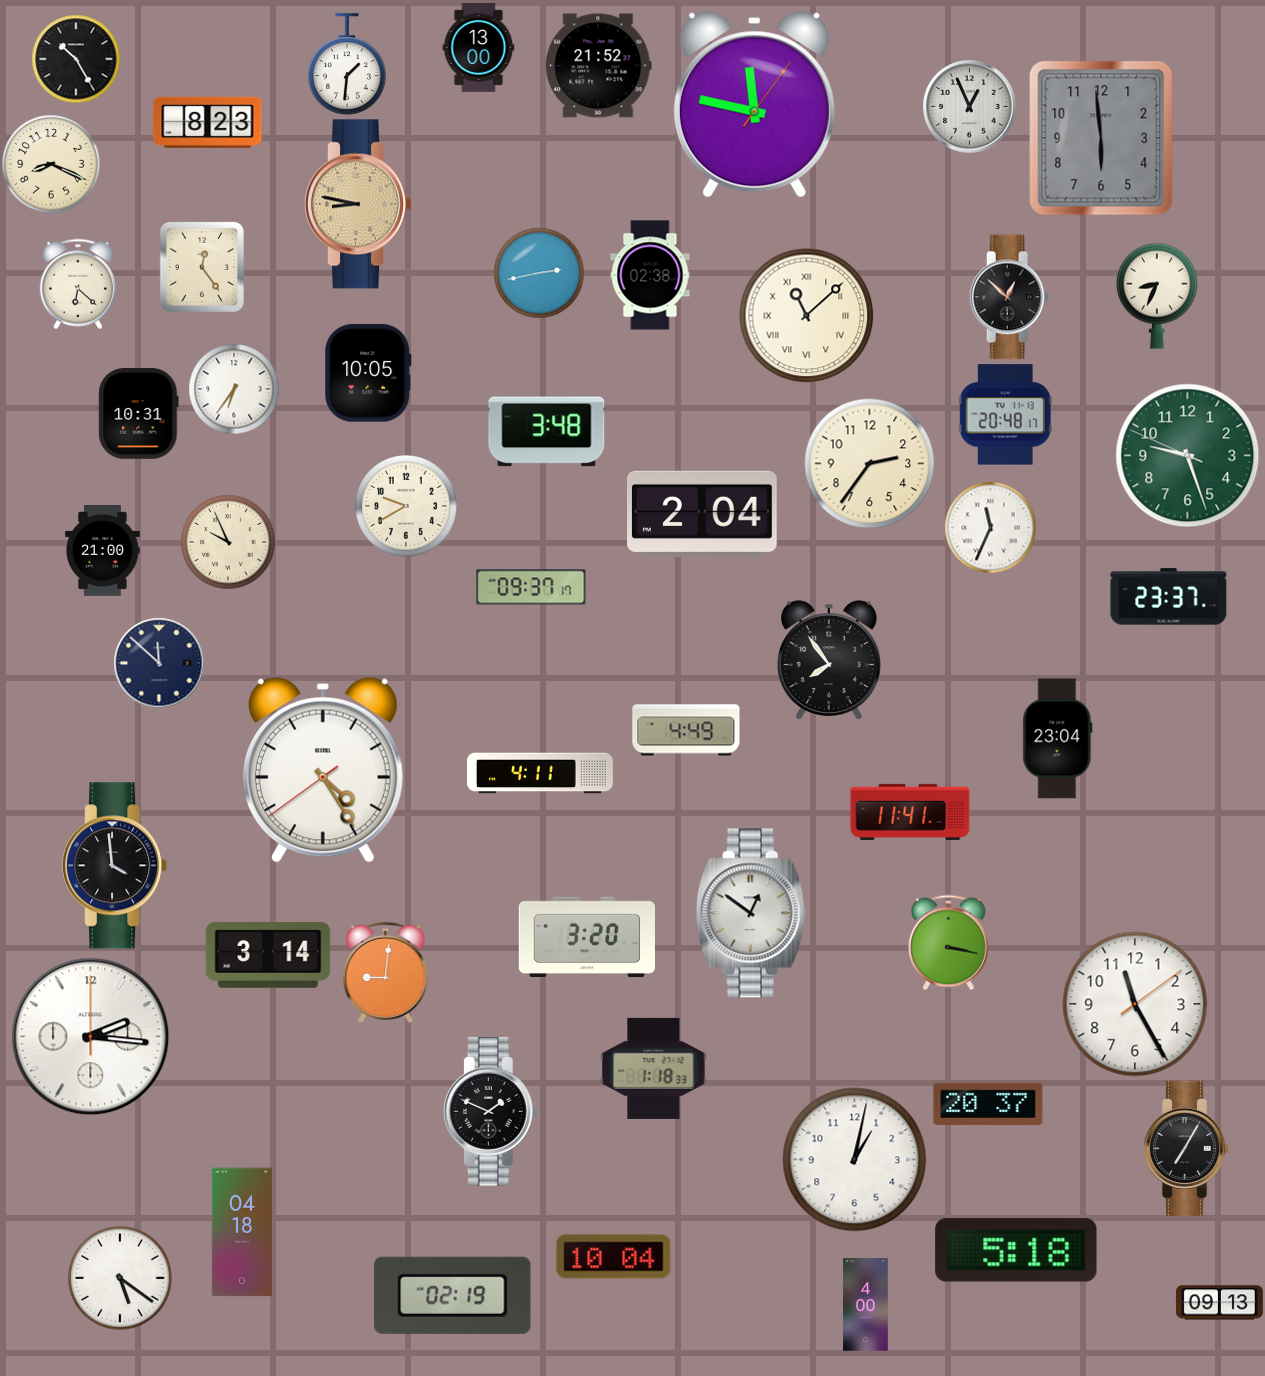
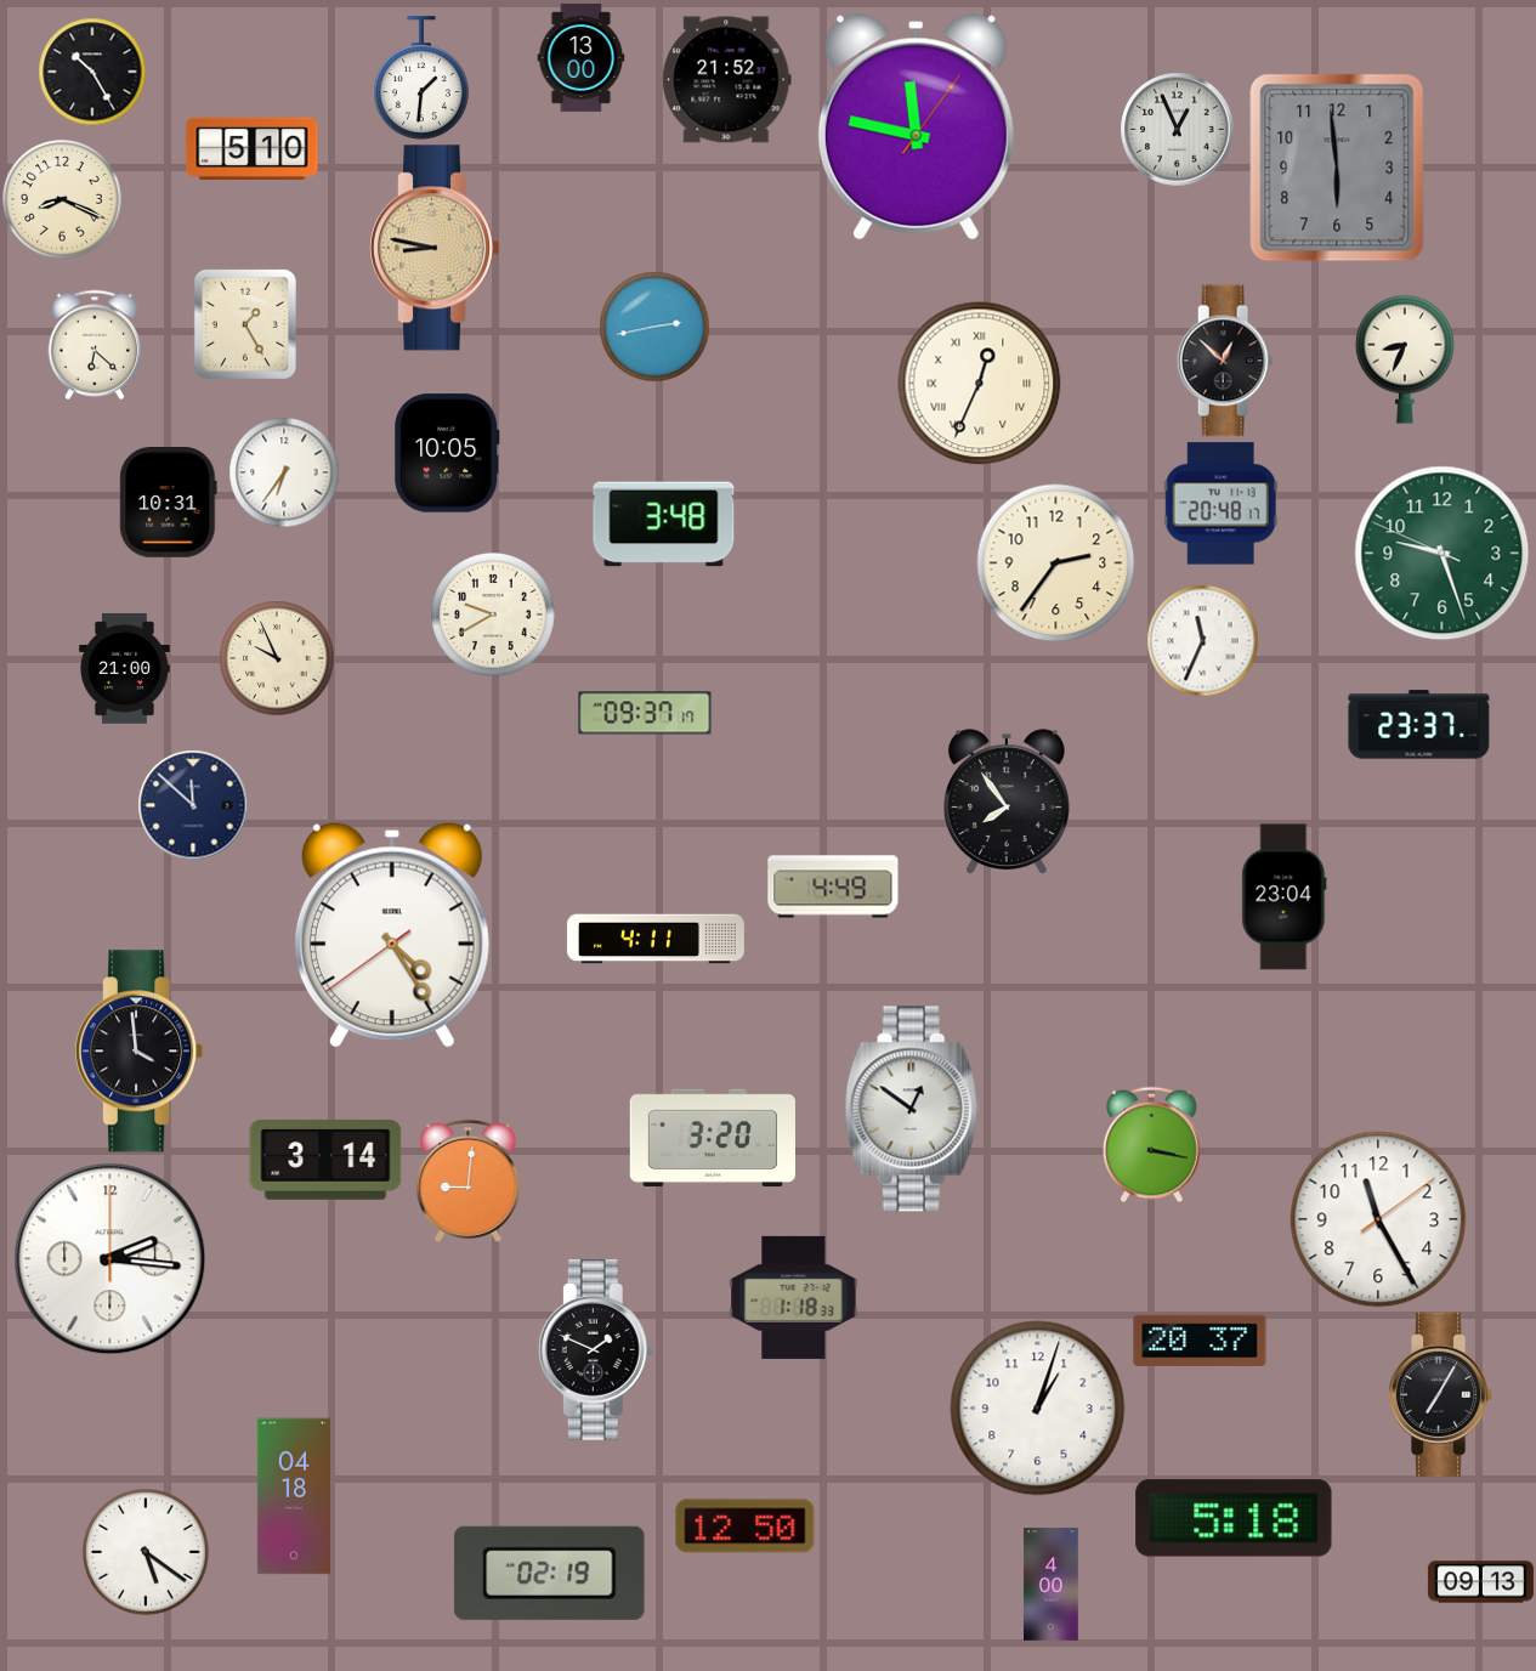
clock at (208, 122): 8:23 -> 5:10
clock at (202, 267): 12:24 -> 1:25
clock at (539, 273) position: (539, 273) -> (654, 327)
clock at (650, 275): 02:38 -> none
clock at (807, 316): 11:08 -> 12:34
clock at (703, 513): 2:04 -> none
clock at (910, 812): 11:41 -> none
clock at (855, 1160): 1:02 -> 1:03
clock at (614, 1257): 10:04 -> 12:50
